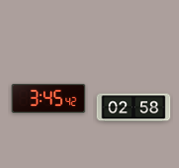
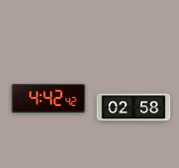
clock at (49, 98): 3:45 -> 4:42
